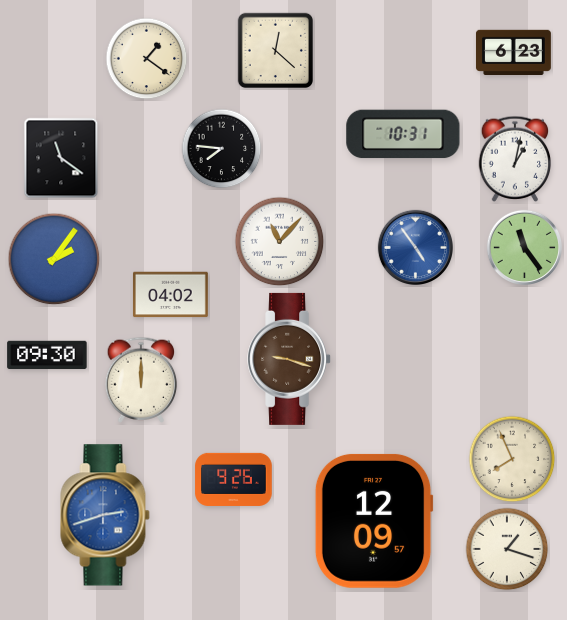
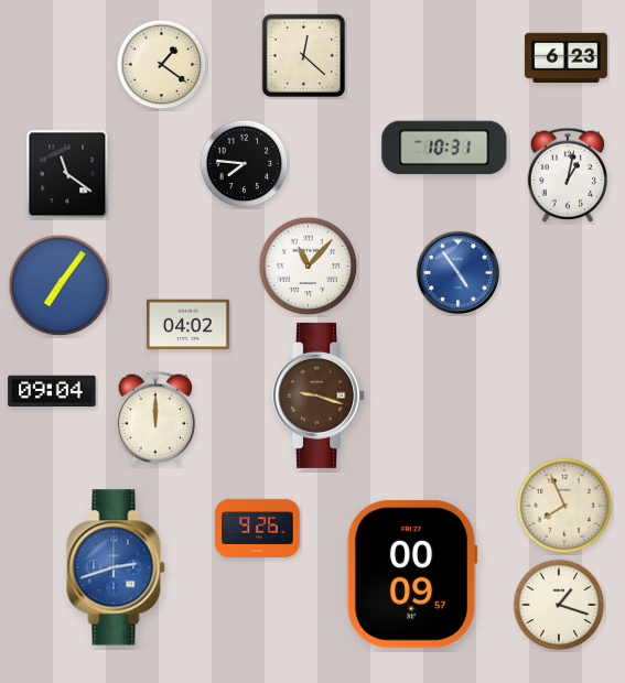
clock at (524, 247): 11:24 -> none
clock at (54, 259): 2:06 -> 7:06
clock at (47, 355): 09:30 -> 09:04
clock at (374, 521): 12:09 -> 00:09
